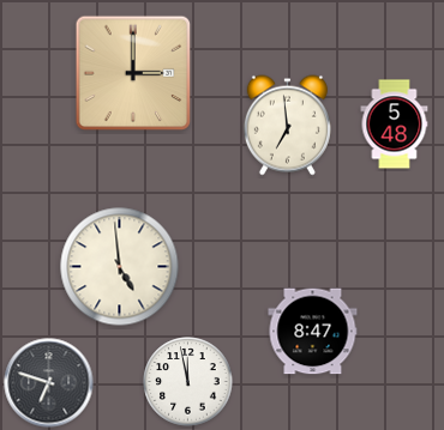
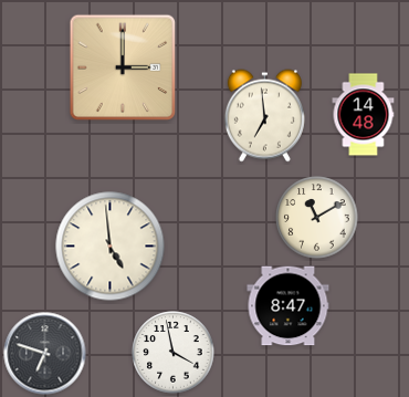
clock at (395, 125): 5:48 -> 14:48
clock at (317, 218): none -> 11:10
clock at (188, 382): 11:58 -> 3:58
